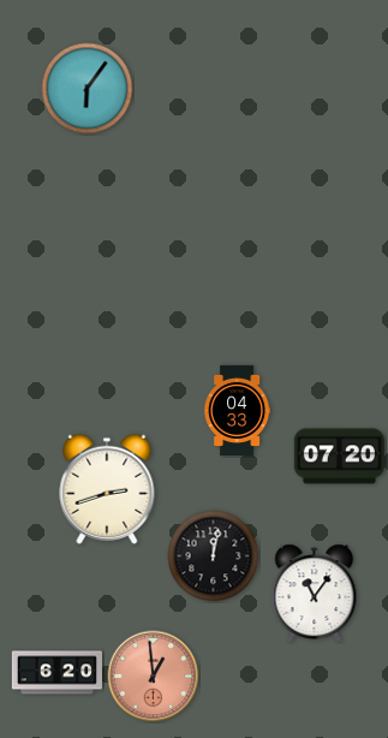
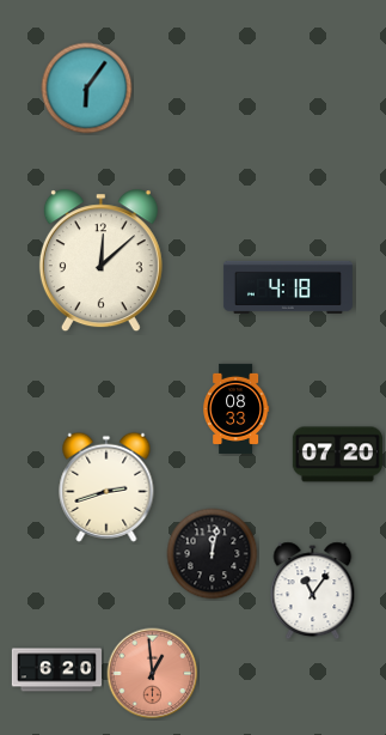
clock at (100, 261): none -> 12:08
clock at (288, 287): none -> 4:18
clock at (238, 410): 04:33 -> 08:33
